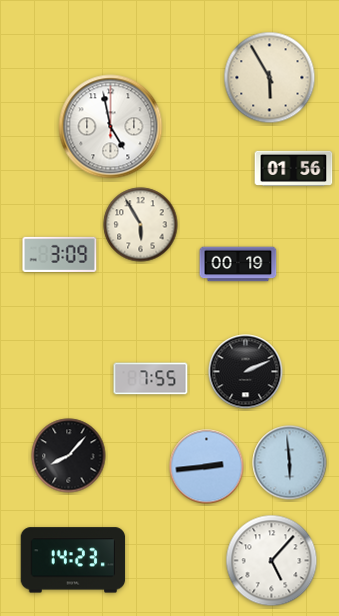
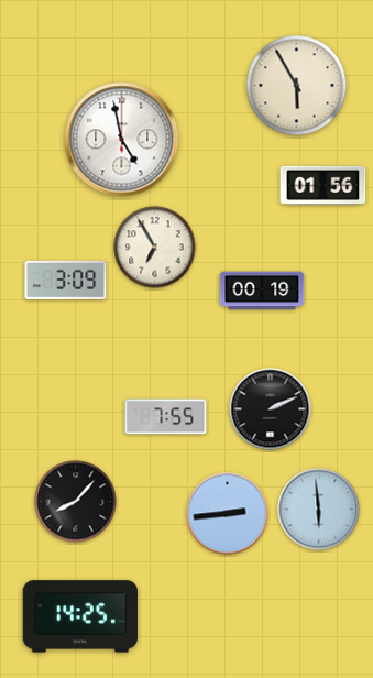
clock at (141, 225): 5:55 -> 6:55
clock at (73, 560): 14:23 -> 14:25
clock at (272, 561): 5:07 -> none
